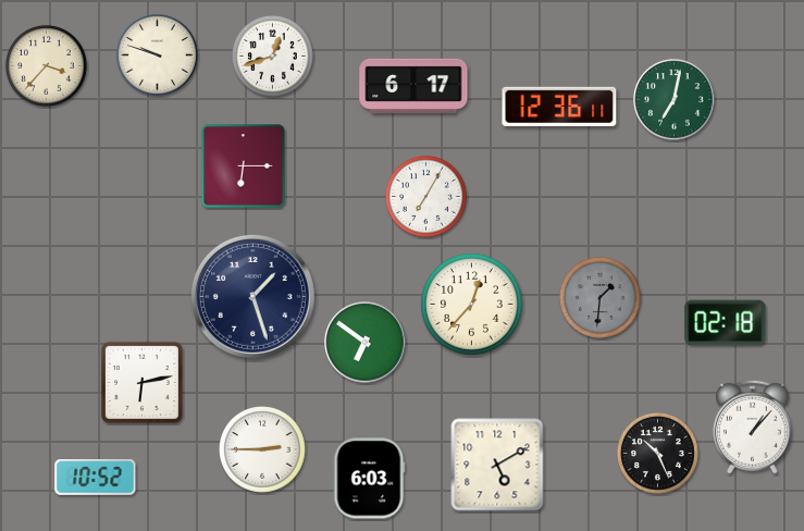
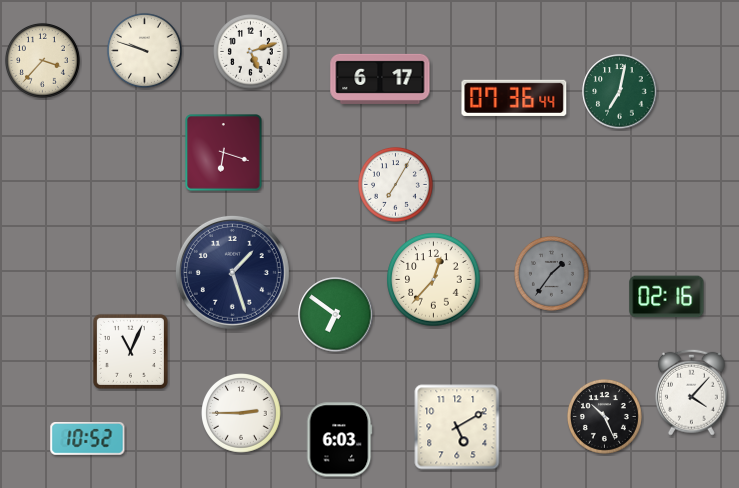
clock at (272, 55): 12:42 -> 5:12
clock at (559, 107): 12:36 -> 07:36
clock at (244, 166): 6:15 -> 6:18
clock at (425, 196) position: (425, 196) -> (395, 184)
clock at (599, 297): 1:31 -> 1:36
clock at (726, 323): 02:18 -> 02:16
clock at (141, 382): 6:13 -> 11:04
clock at (752, 427): 1:07 -> 4:07
